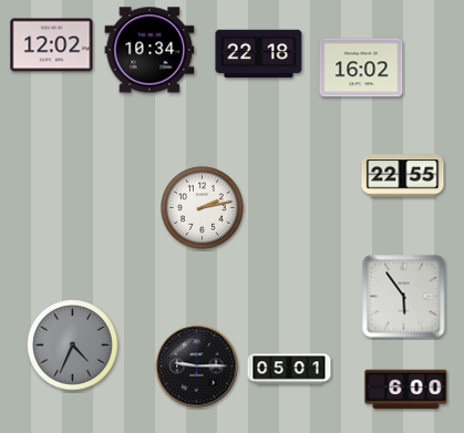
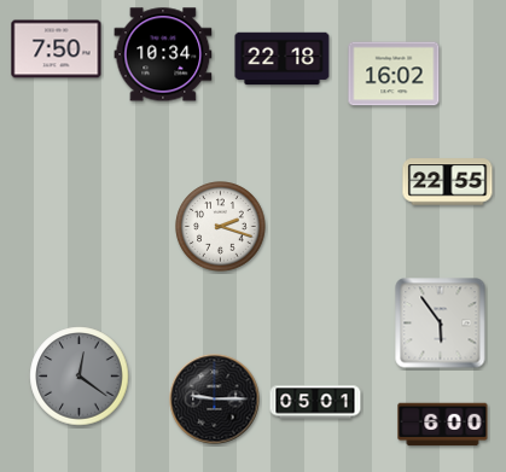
clock at (52, 45): 12:02 -> 7:50
clock at (403, 176) position: (403, 176) -> (448, 182)
clock at (203, 208): 2:13 -> 2:18
clock at (73, 346): 4:34 -> 12:21
